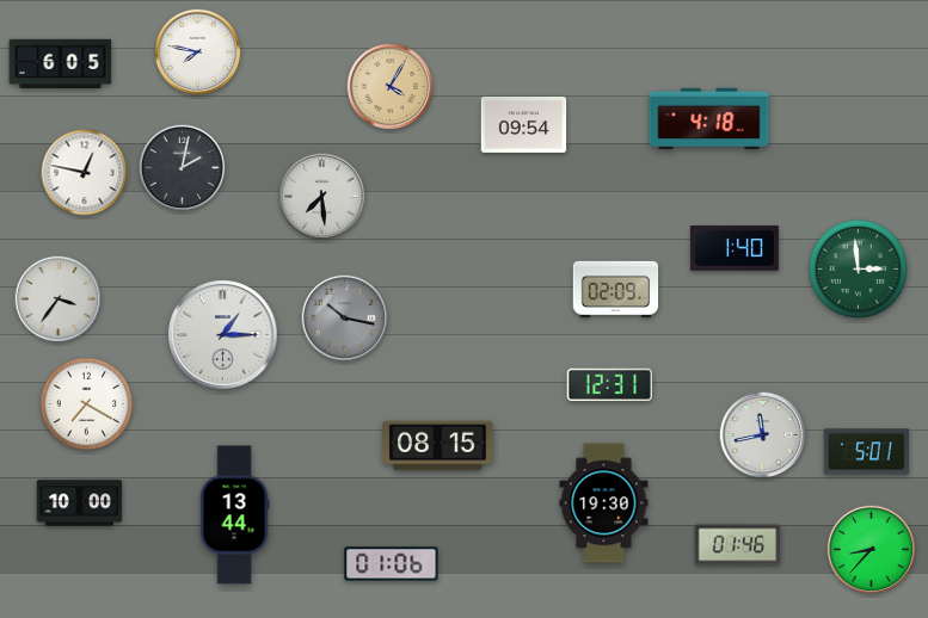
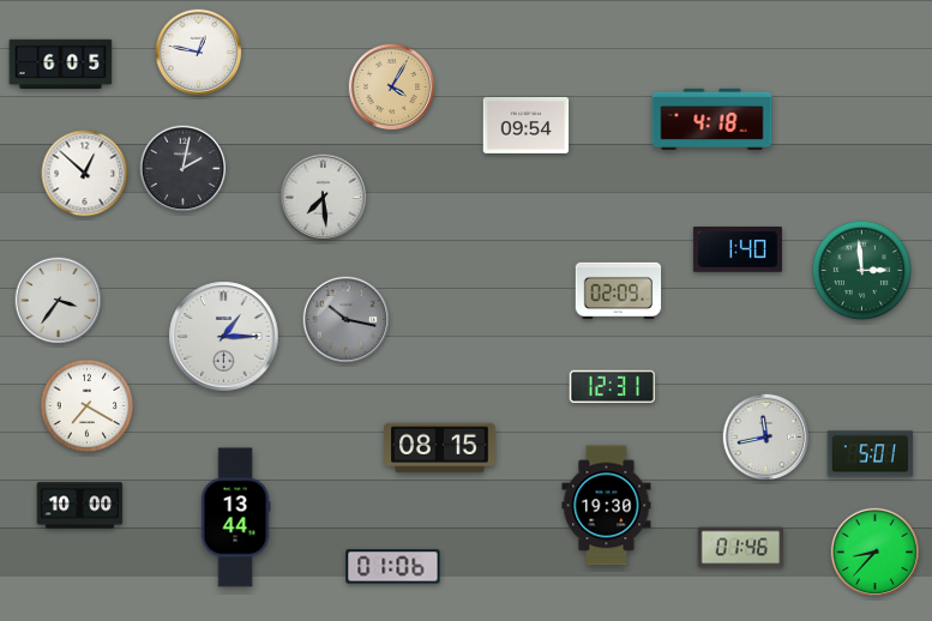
clock at (198, 52): 7:47 -> 12:47
clock at (85, 173): 12:47 -> 12:52
